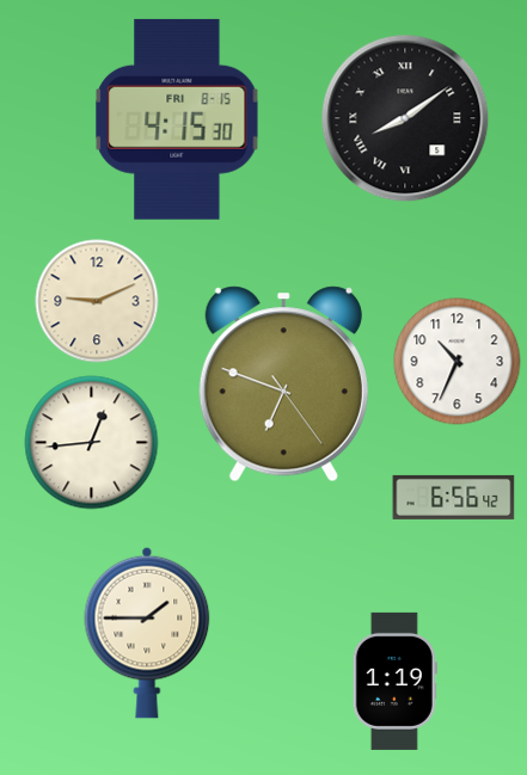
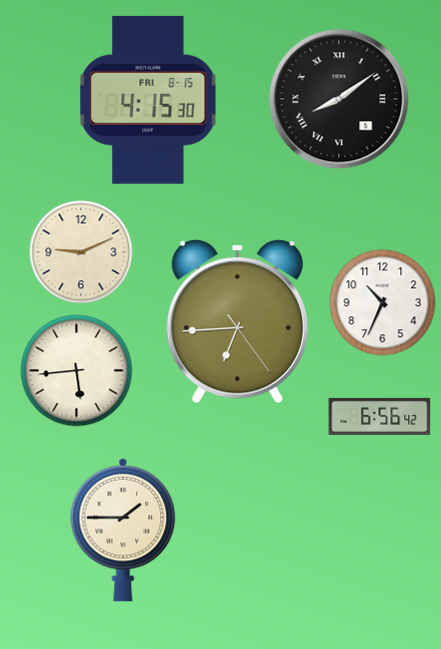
clock at (283, 385): 6:48 -> 6:44
clock at (92, 443): 12:44 -> 5:44
clock at (394, 681): 1:19 -> none
